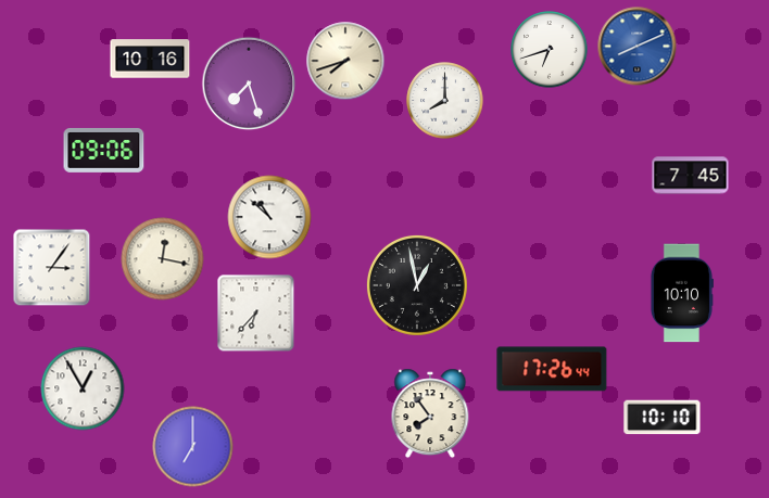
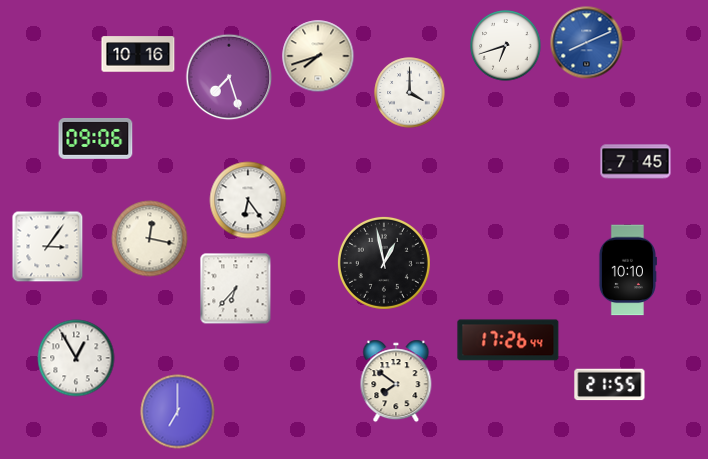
clock at (445, 101): 8:00 -> 4:00
clock at (269, 217): 10:52 -> 6:24
clock at (430, 413): 7:54 -> 7:51
clock at (663, 418): 10:10 -> 21:55
